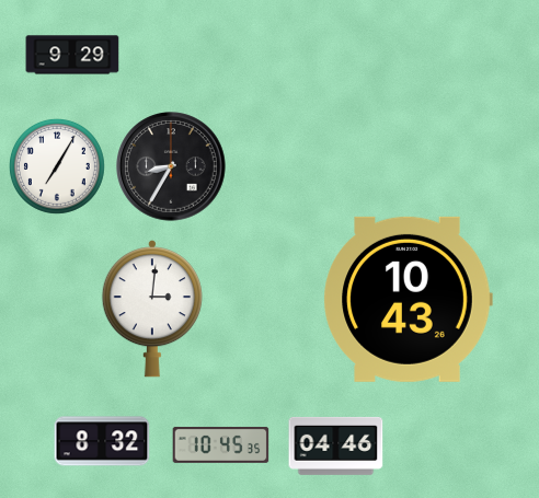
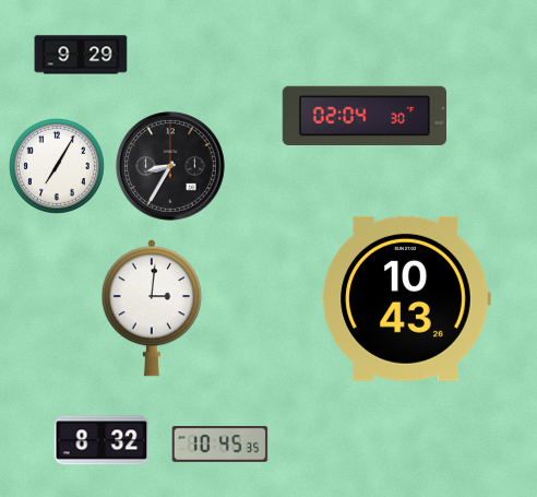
clock at (72, 55) position: (72, 55) -> (81, 55)
clock at (363, 115): none -> 02:04
clock at (336, 445): 04:46 -> none
